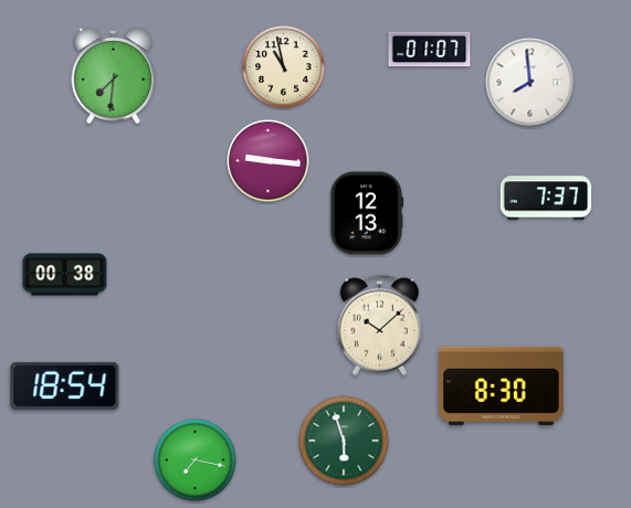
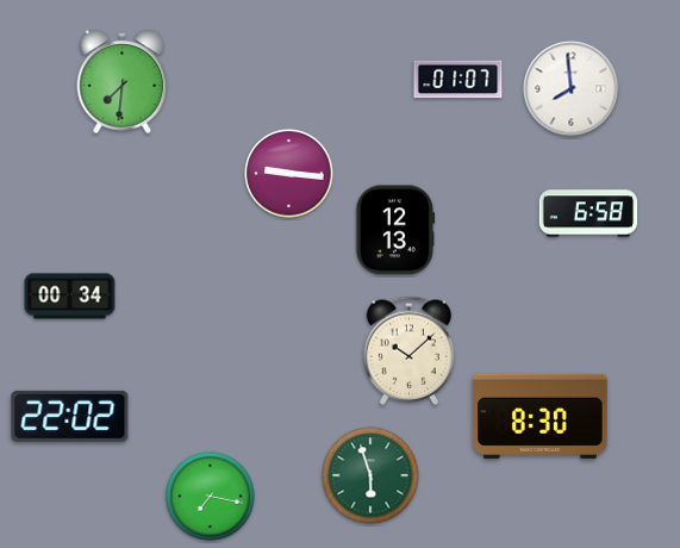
clock at (430, 50) position: (430, 50) -> (458, 80)
clock at (284, 67): 10:58 -> none
clock at (546, 198): 7:37 -> 6:58
clock at (65, 275): 00:38 -> 00:34
clock at (65, 385): 18:54 -> 22:02
